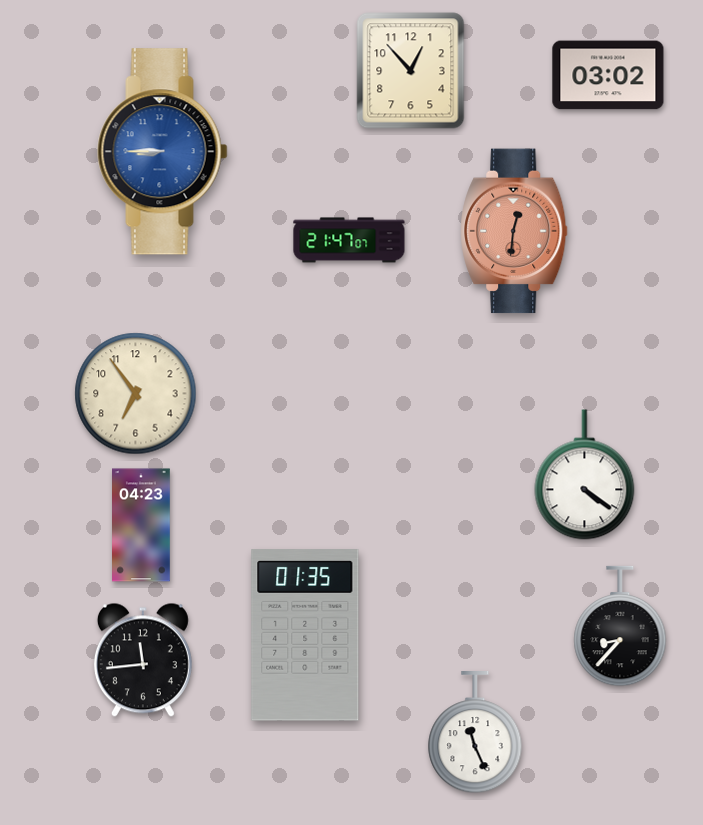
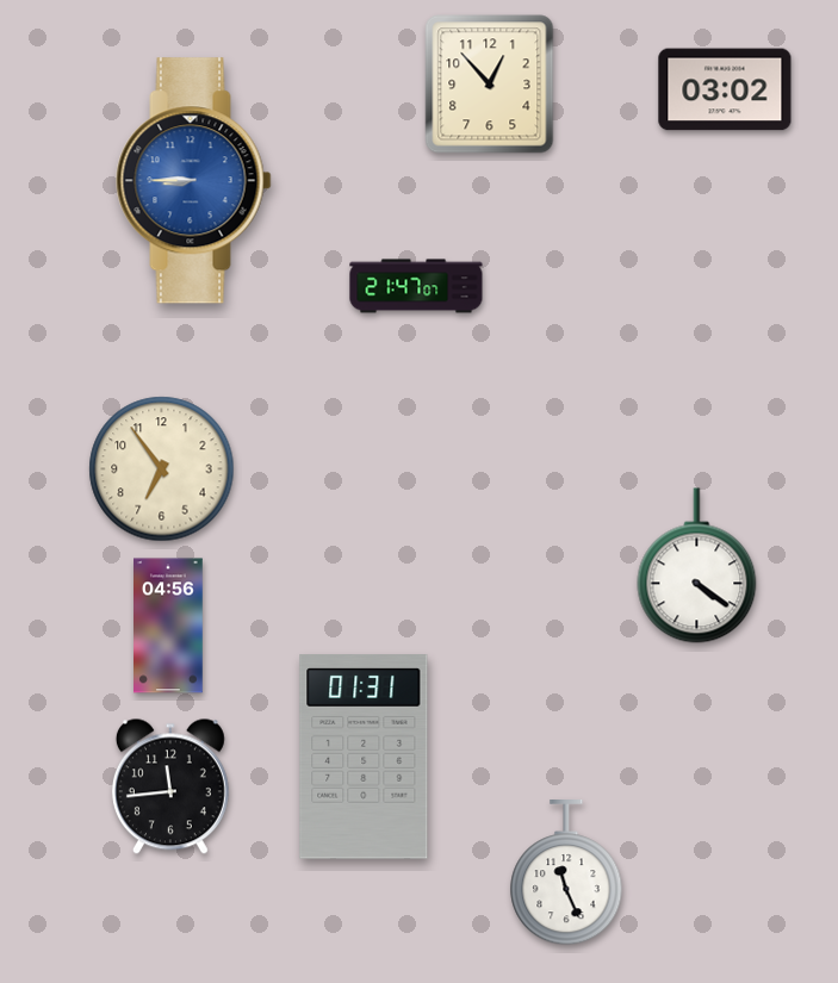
clock at (514, 231): 12:31 -> none
clock at (142, 525): 04:23 -> 04:56
clock at (620, 626): 8:37 -> none
clock at (305, 635): 01:35 -> 01:31
